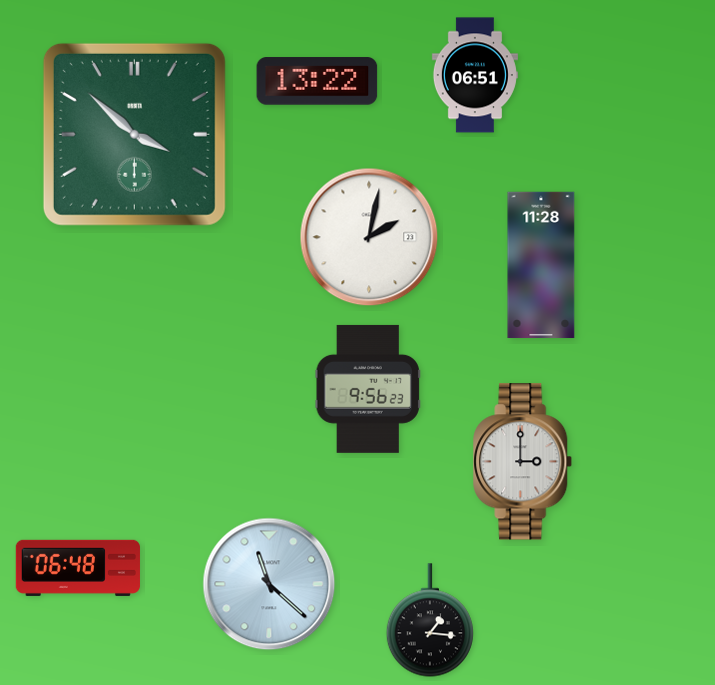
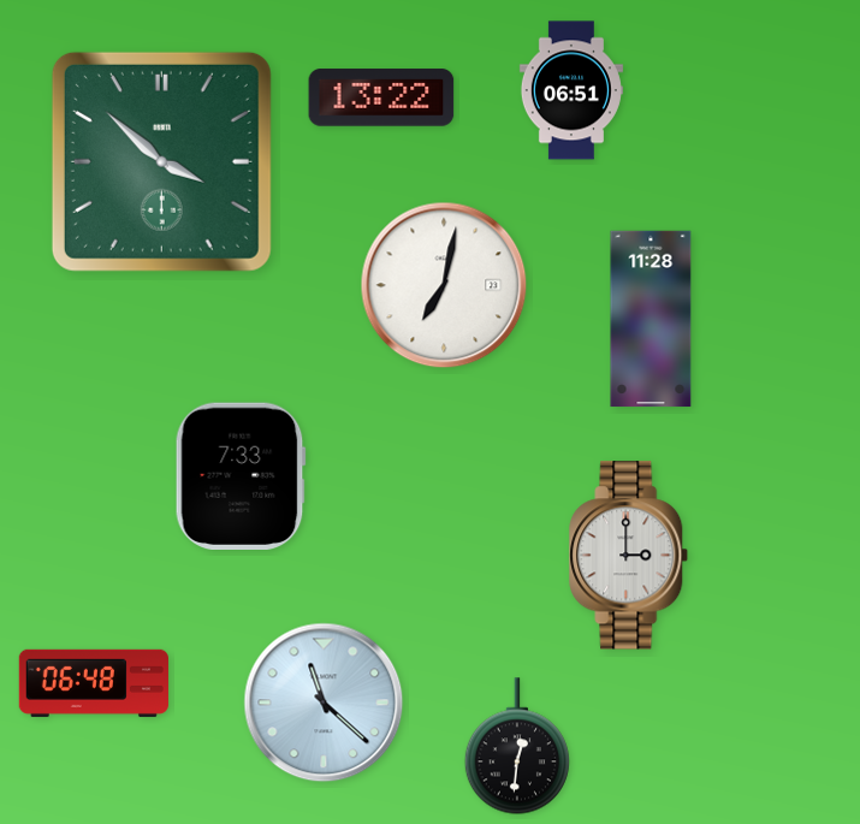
clock at (369, 237): 2:02 -> 7:02
clock at (368, 389): 9:56 -> none
clock at (241, 475): none -> 7:33
clock at (430, 620): 1:16 -> 12:31
